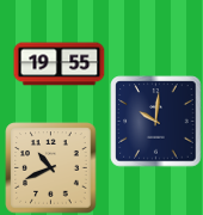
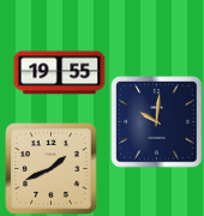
clock at (60, 64) position: (60, 64) -> (60, 73)
clock at (51, 168): 10:41 -> 1:41
